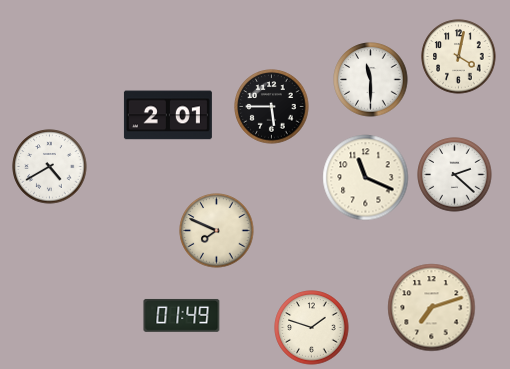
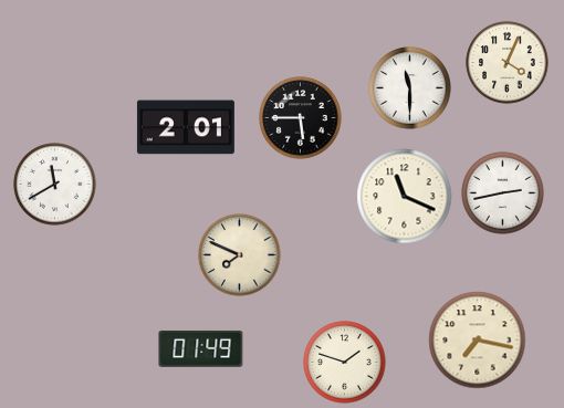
clock at (459, 57): 4:02 -> 4:04
clock at (50, 167): 4:40 -> 11:40
clock at (455, 175): 2:22 -> 2:43
clock at (432, 308): 7:12 -> 7:17
